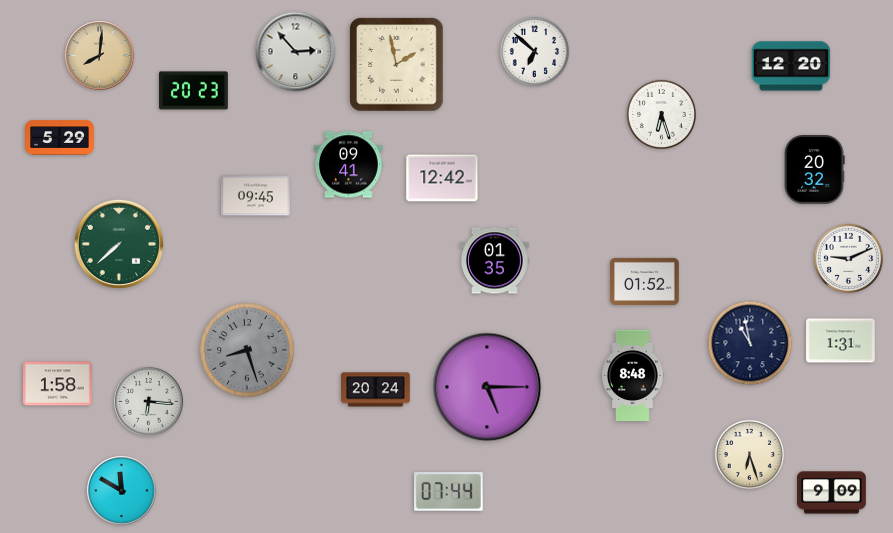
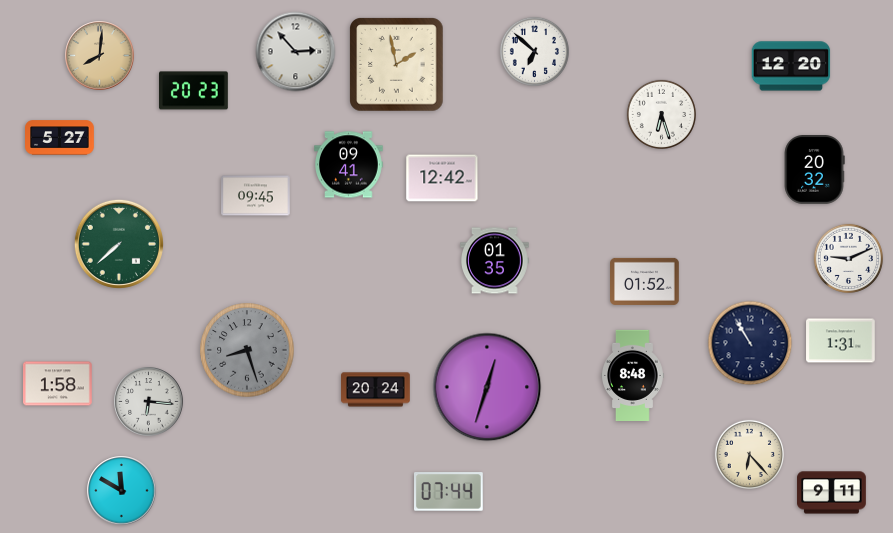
clock at (60, 138): 5:29 -> 5:27
clock at (750, 343): 10:58 -> 10:55
clock at (487, 387): 5:15 -> 12:33
clock at (749, 454): 6:27 -> 6:23
clock at (832, 493): 9:09 -> 9:11
